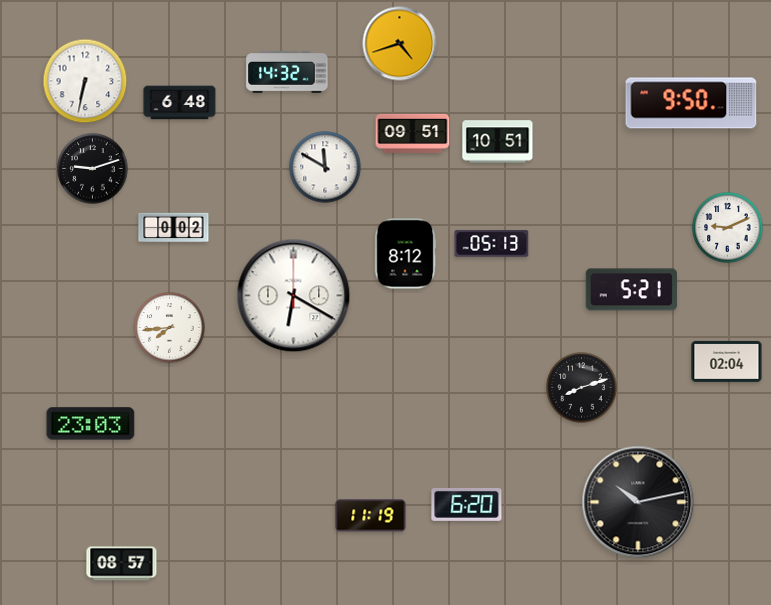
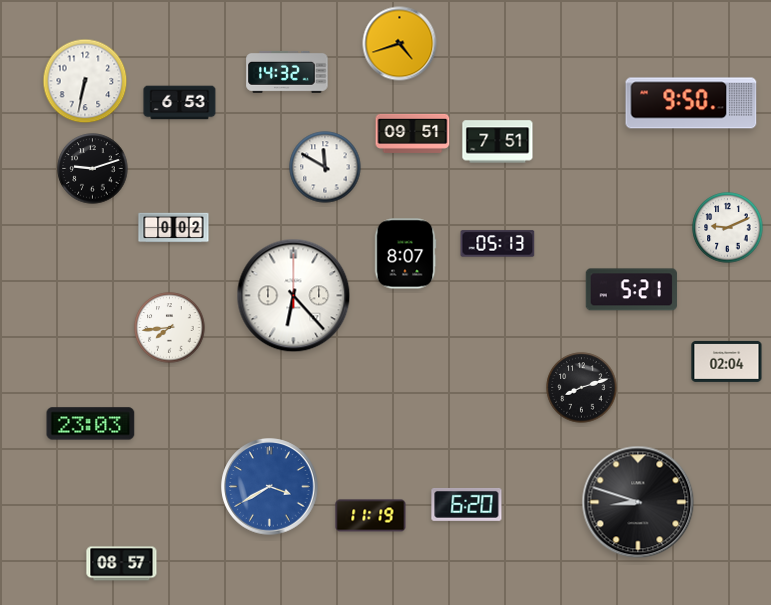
clock at (180, 103): 6:48 -> 6:53
clock at (498, 142): 10:51 -> 7:51
clock at (492, 244) position: (492, 244) -> (498, 244)
clock at (405, 254): 8:12 -> 8:07
clock at (294, 296): 6:20 -> 6:23
clock at (270, 487): none -> 3:40
clock at (638, 502): 10:13 -> 8:48
